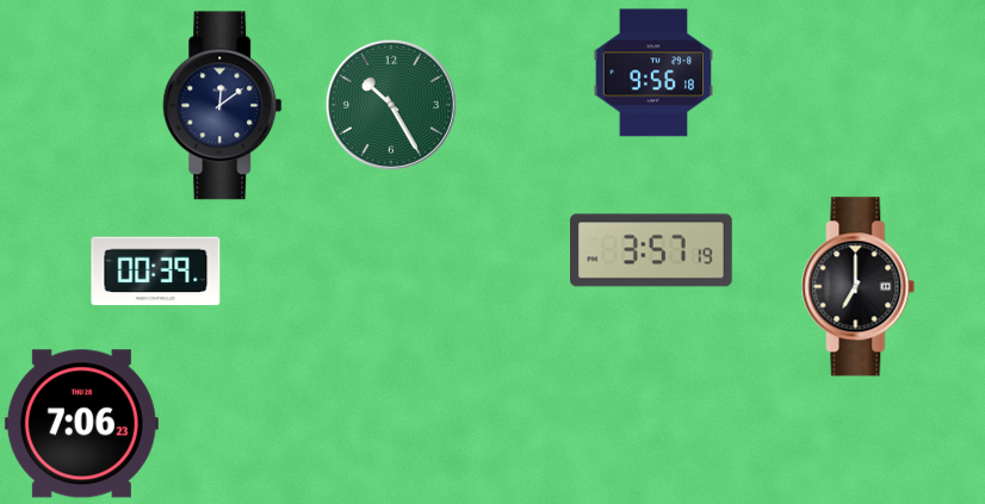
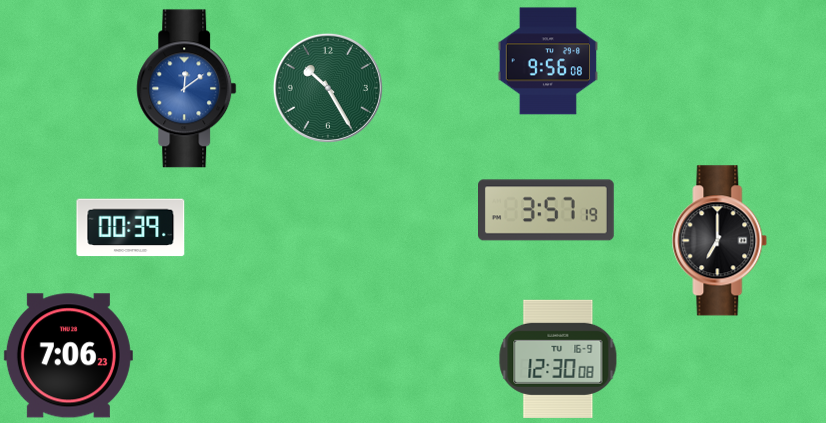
clock at (652, 73): 9:56:18 -> 9:56:08
clock at (223, 106) dial: navy -> blue
clock at (558, 359): none -> 12:30
